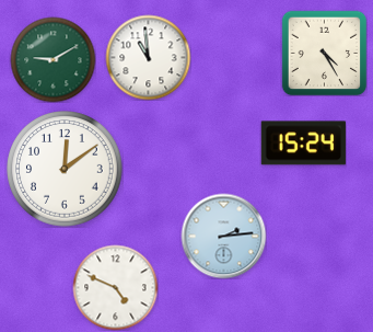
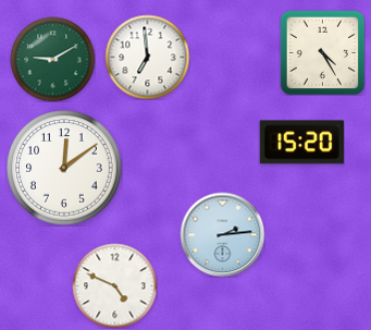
clock at (148, 57): 10:59 -> 6:59
clock at (303, 144): 15:24 -> 15:20
